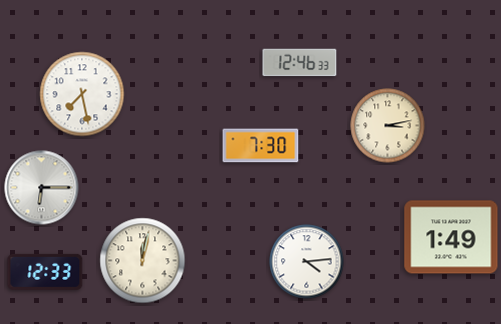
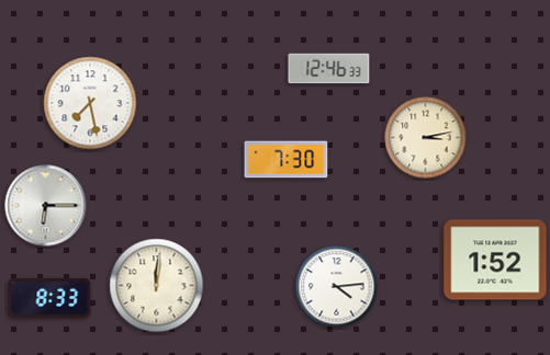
clock at (451, 237): 1:49 -> 1:52
clock at (143, 261): 12:02 -> 12:01
clock at (45, 272): 12:33 -> 8:33
